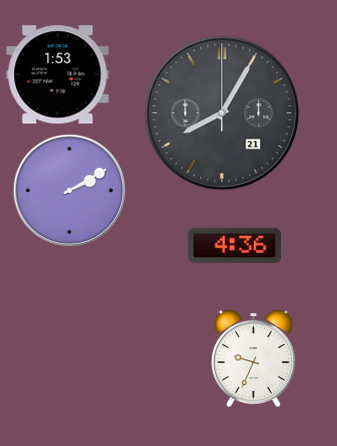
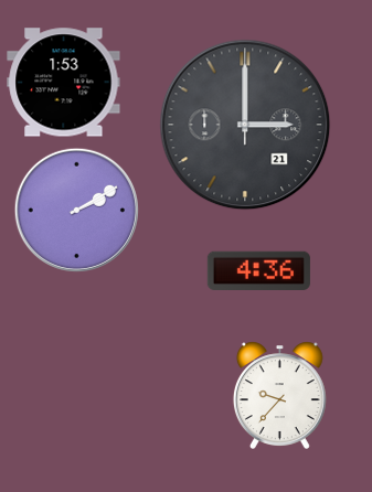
clock at (222, 113): 8:05 -> 3:00
clock at (253, 358): 9:34 -> 9:37
